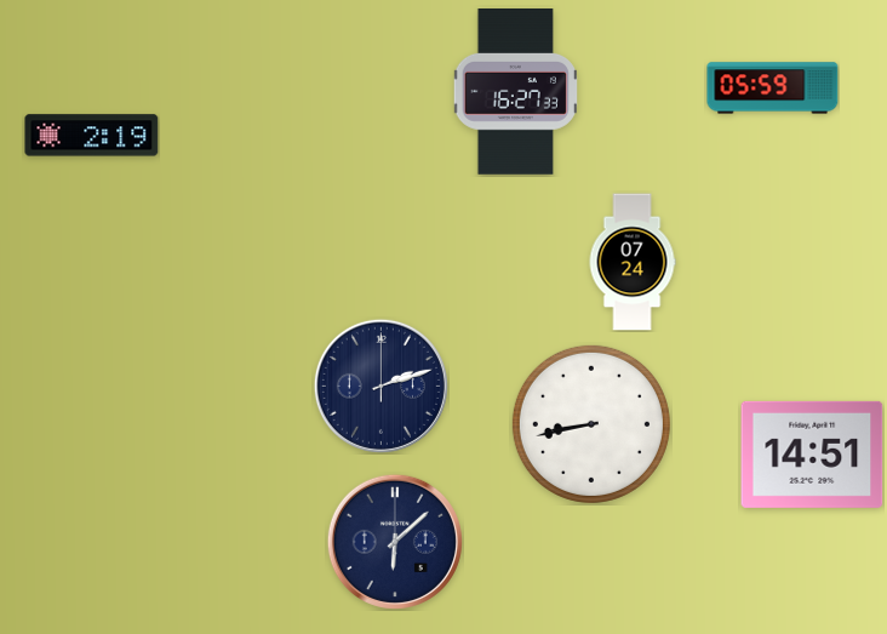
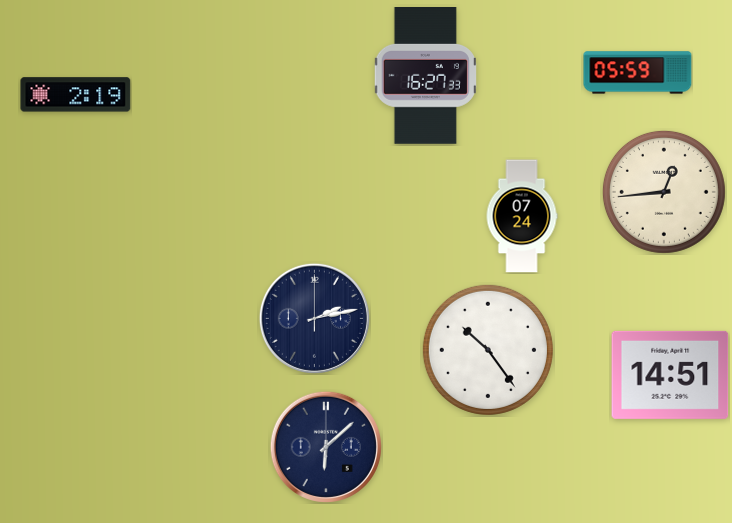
clock at (92, 136) position: (92, 136) -> (76, 95)
clock at (664, 192): none -> 12:44
clock at (380, 385): 2:12 -> 2:13
clock at (591, 424): 8:43 -> 10:24
